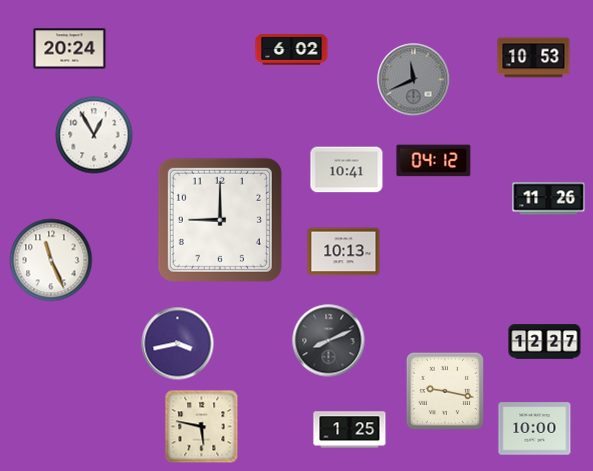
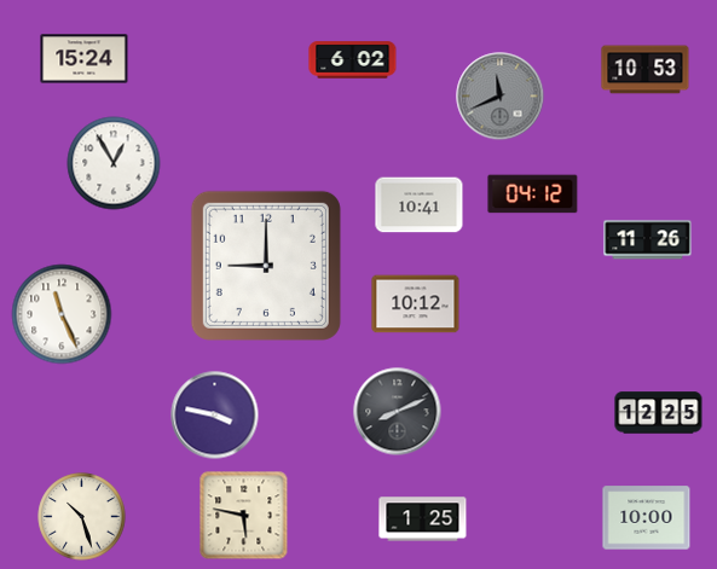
clock at (70, 49): 20:24 -> 15:24
clock at (434, 161) position: (434, 161) -> (533, 194)
clock at (549, 199) position: (549, 199) -> (648, 240)
clock at (344, 252): 10:13 -> 10:12
clock at (545, 342): 12:27 -> 12:25
clock at (178, 344): 3:43 -> 3:47
clock at (445, 391): 9:17 -> none
clock at (82, 517): none -> 10:27
